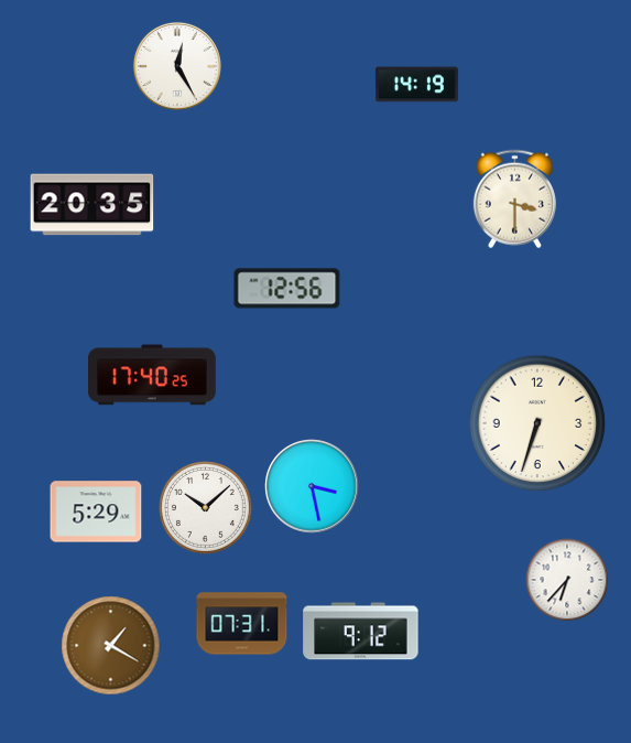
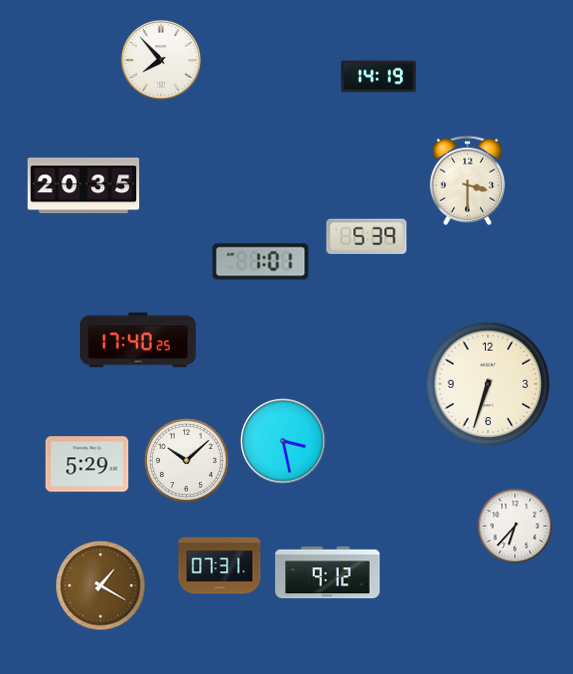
clock at (177, 66): 12:25 -> 7:53
clock at (367, 236): none -> 5:39
clock at (287, 289): 12:56 -> 1:01
